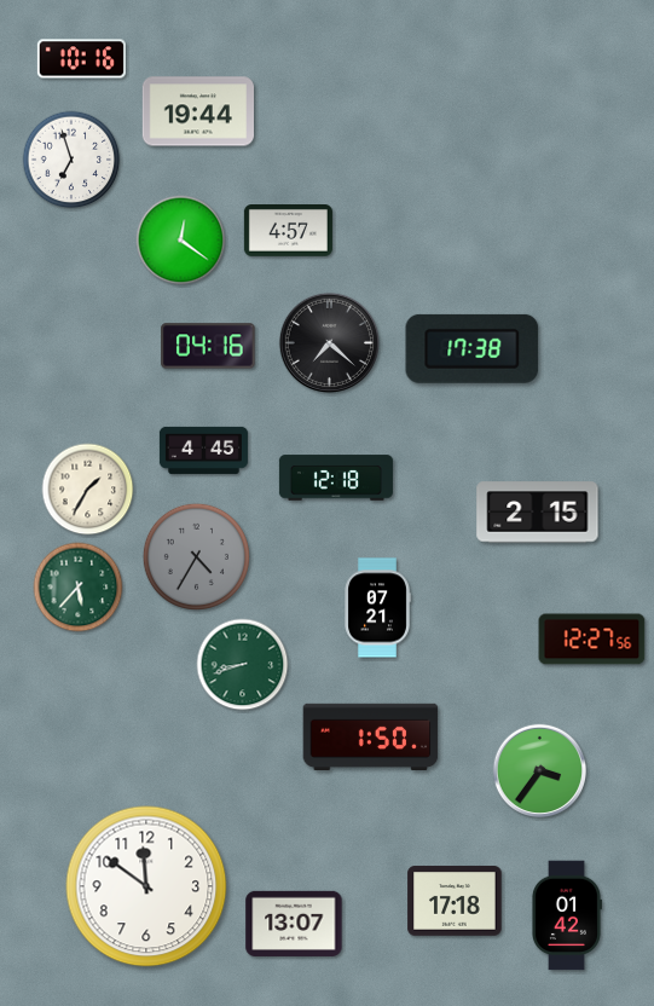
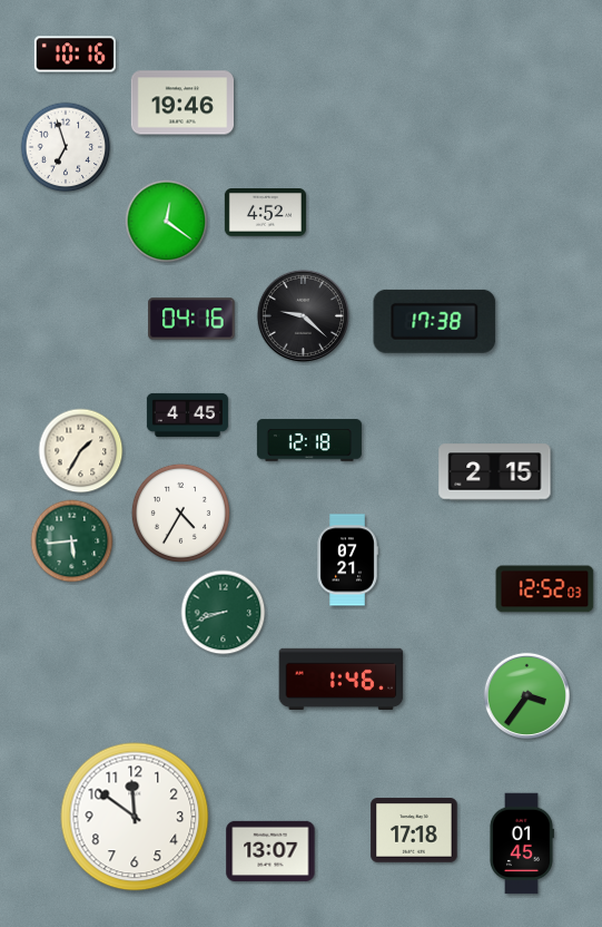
clock at (197, 111): 19:44 -> 19:46
clock at (288, 231): 4:57 -> 4:52
clock at (329, 342): 7:22 -> 9:22
clock at (196, 556) dial: grey -> white
clock at (79, 588): 5:37 -> 5:44
clock at (592, 640): 12:27 -> 12:52
clock at (371, 736): 1:50 -> 1:46
clock at (539, 770) position: (539, 770) -> (526, 695)
clock at (455, 901) position: (455, 901) -> (414, 830)
clock at (566, 915): 01:42 -> 01:45
